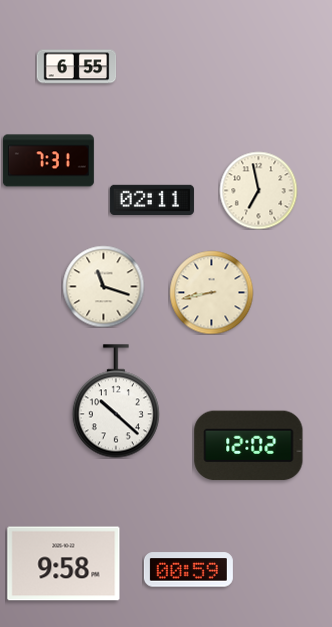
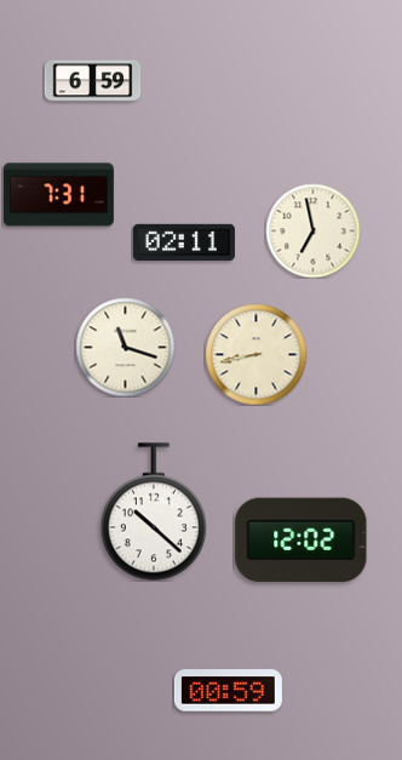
clock at (76, 67): 6:55 -> 6:59
clock at (116, 401) position: (116, 401) -> (154, 512)
clock at (64, 564): 9:58 -> none
